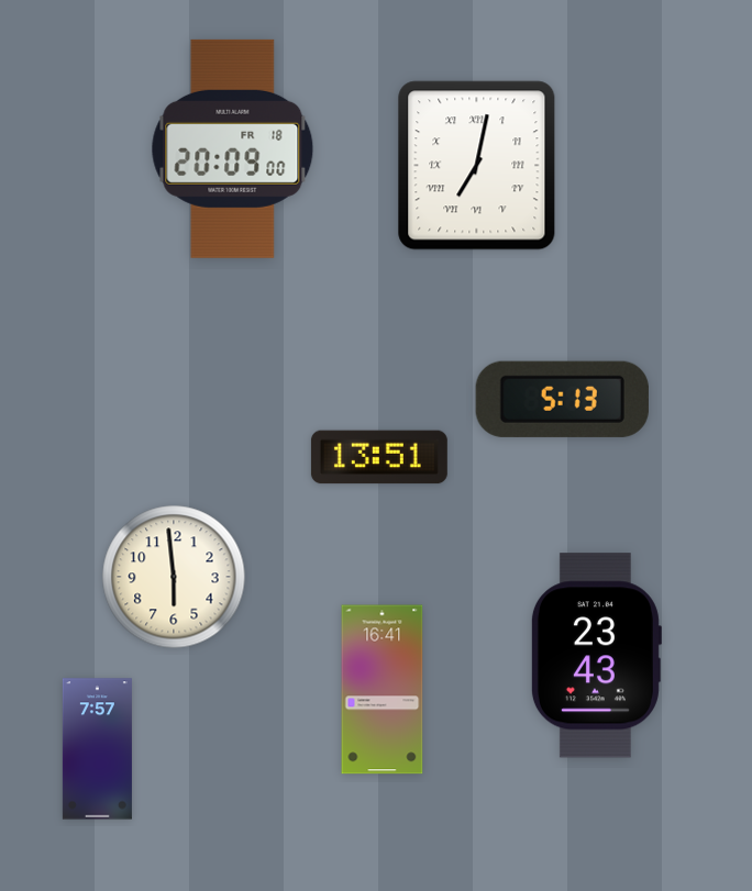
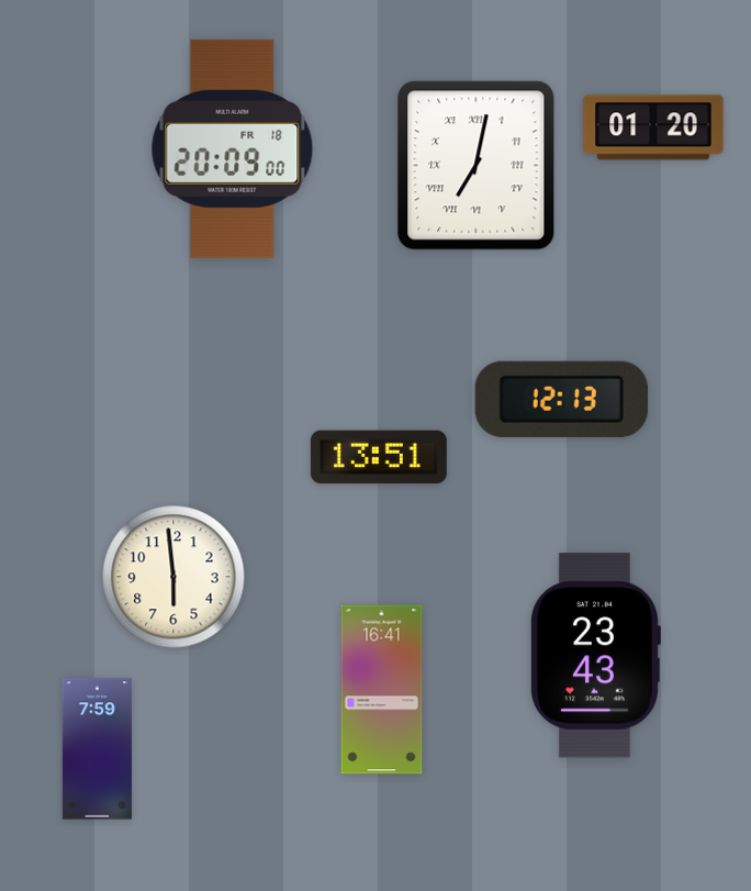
clock at (653, 127): none -> 01:20
clock at (562, 399): 5:13 -> 12:13
clock at (97, 749): 7:57 -> 7:59
